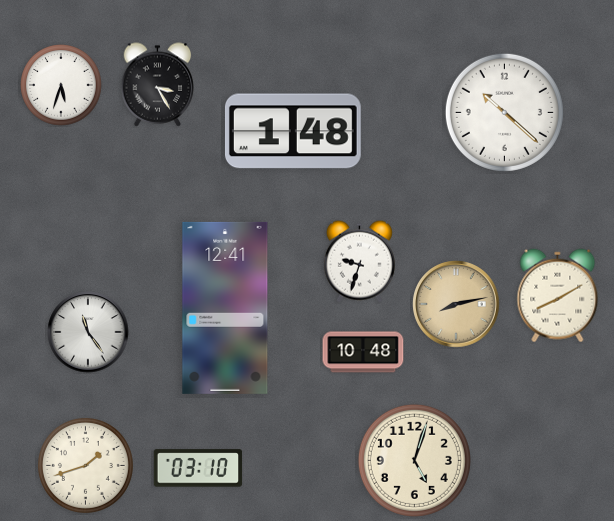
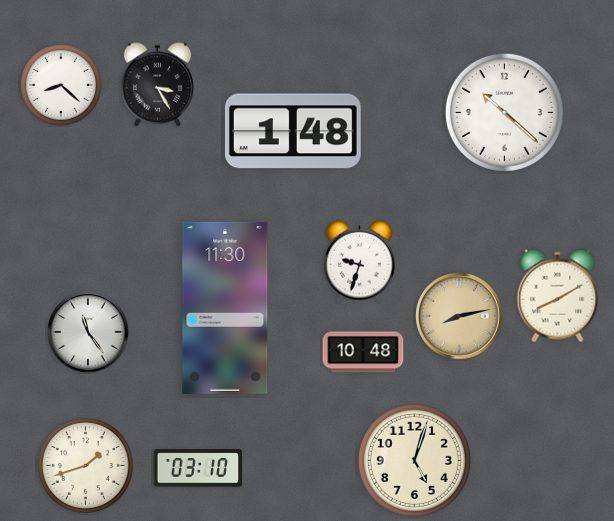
clock at (61, 85): 5:33 -> 8:22
clock at (456, 304) position: (456, 304) -> (459, 316)
clock at (225, 308): 12:41 -> 11:30
